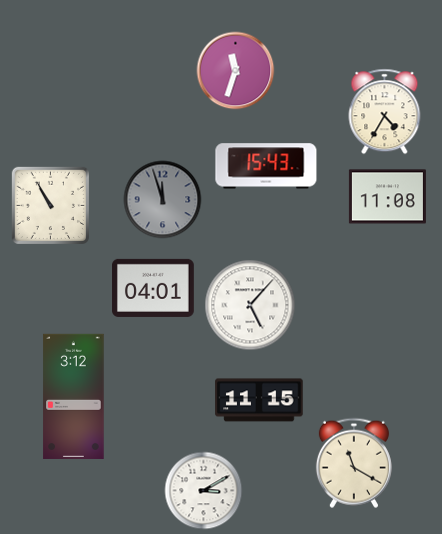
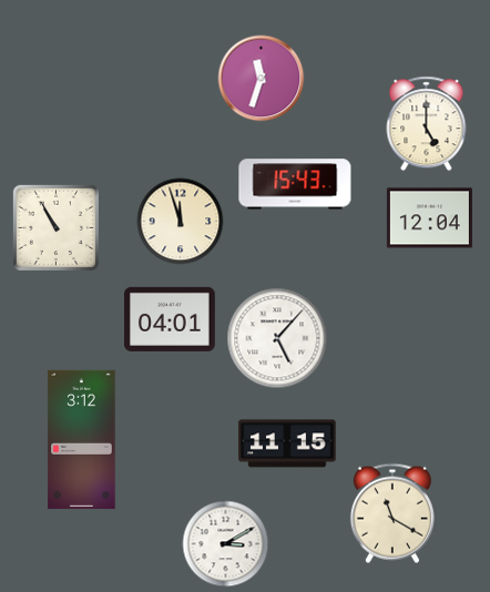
clock at (385, 111): 4:35 -> 5:00
clock at (387, 197): 11:08 -> 12:04
clock at (162, 199) dial: grey -> cream
